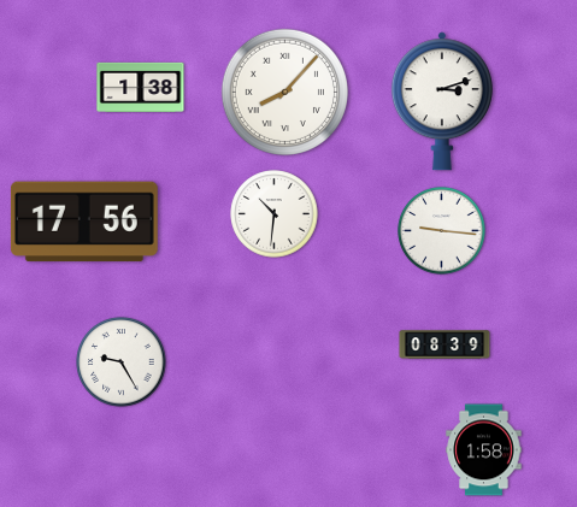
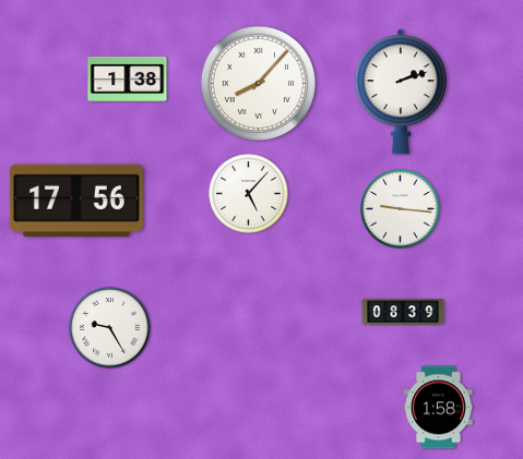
clock at (442, 101): 3:12 -> 2:12
clock at (275, 214): 10:31 -> 5:07
